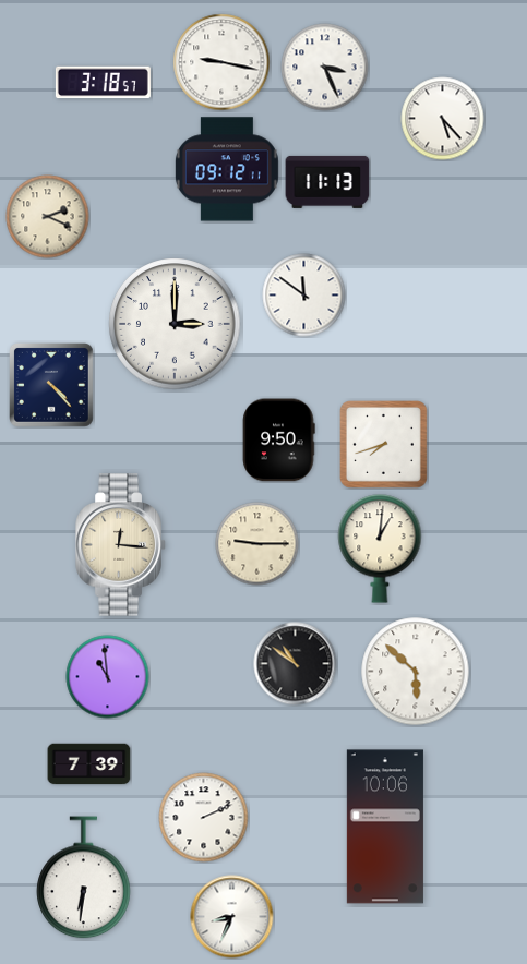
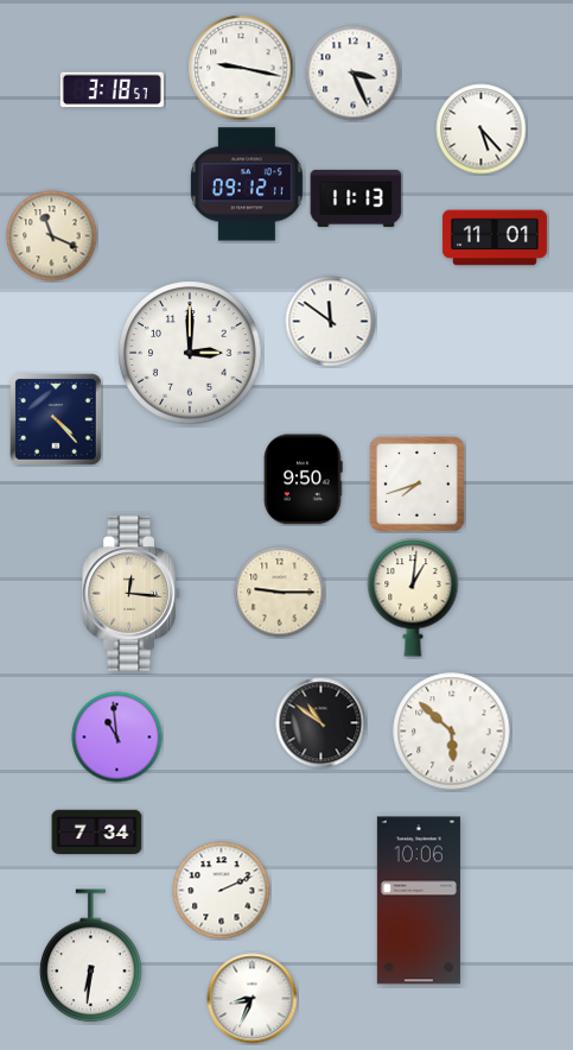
clock at (48, 217): 2:19 -> 11:19
clock at (495, 238): none -> 11:01
clock at (89, 764): 7:39 -> 7:34
